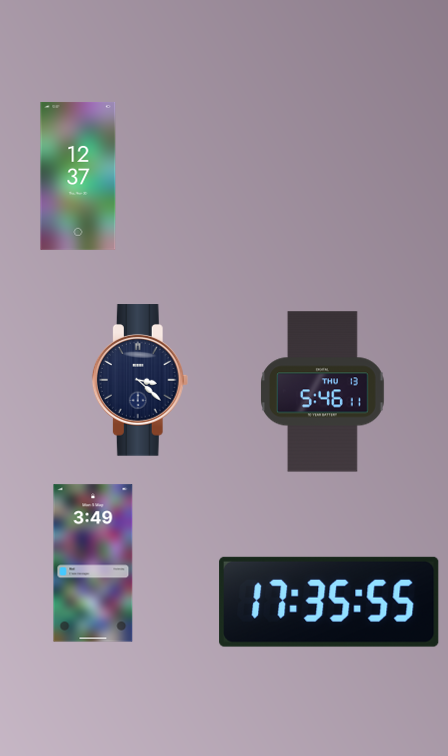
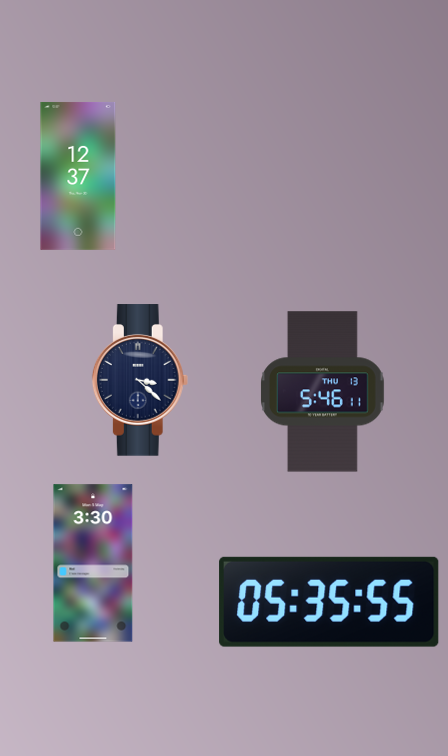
clock at (93, 563): 3:49 -> 3:30
clock at (329, 602): 17:35 -> 05:35
